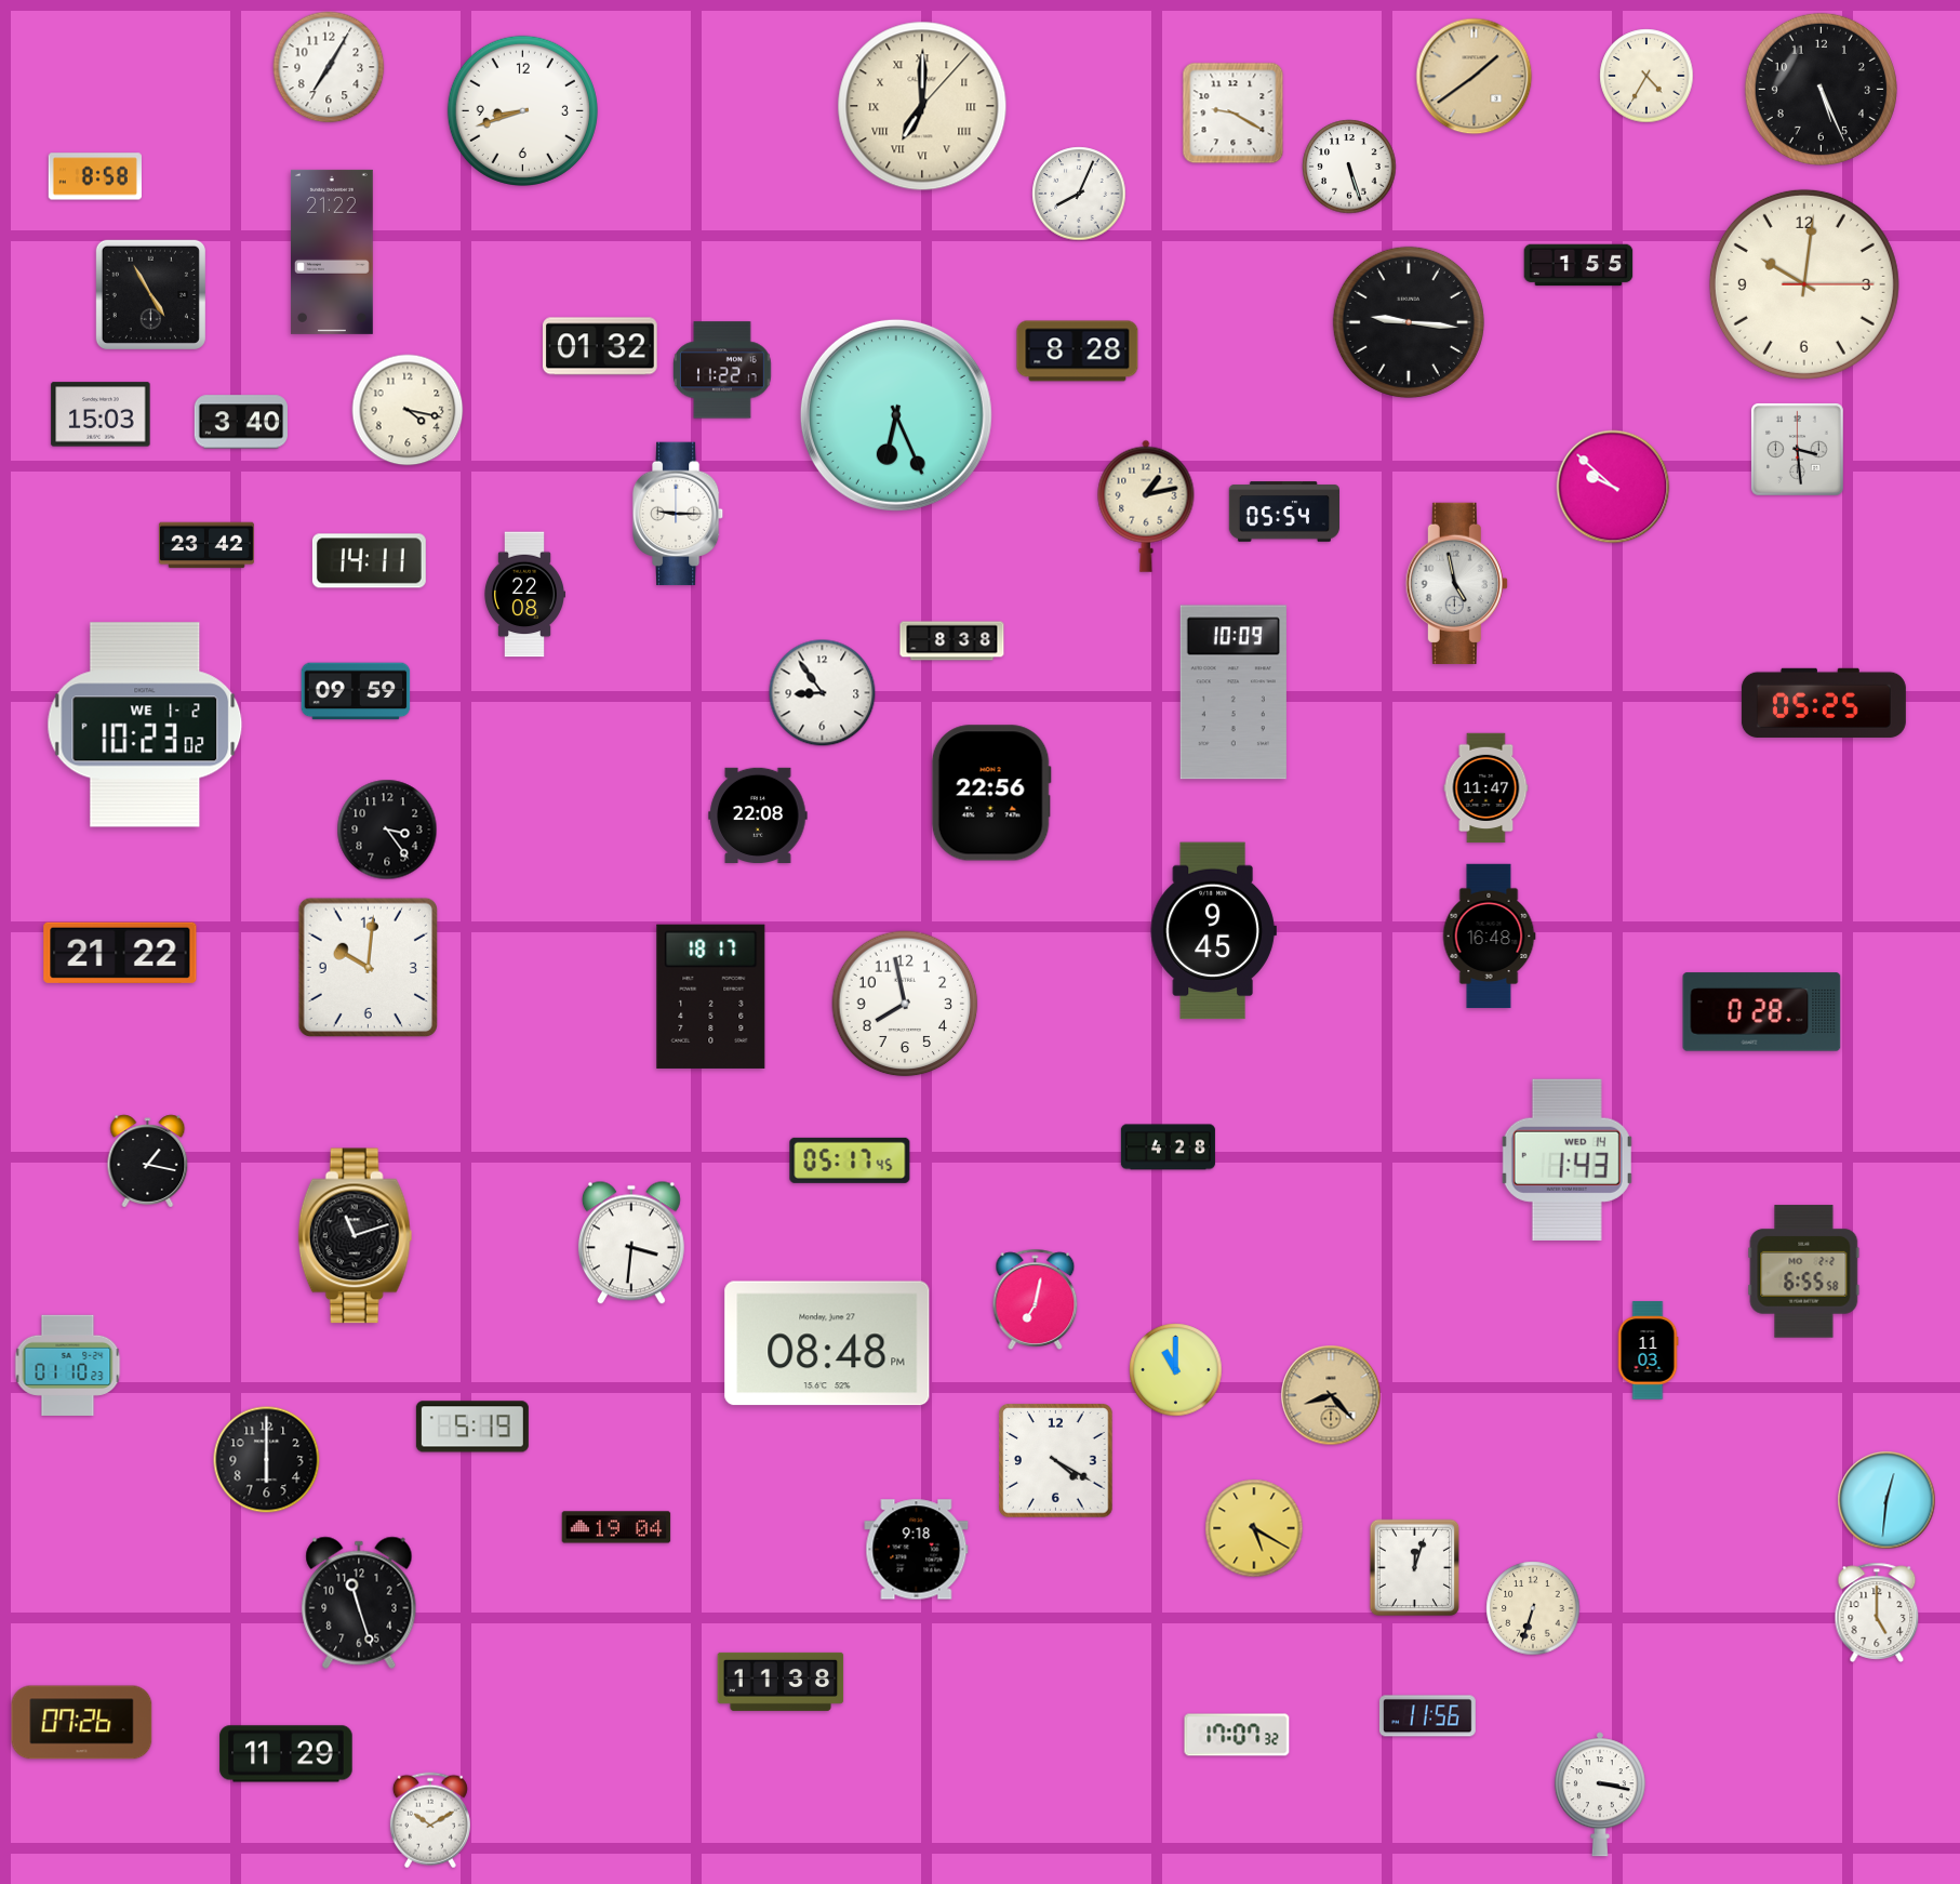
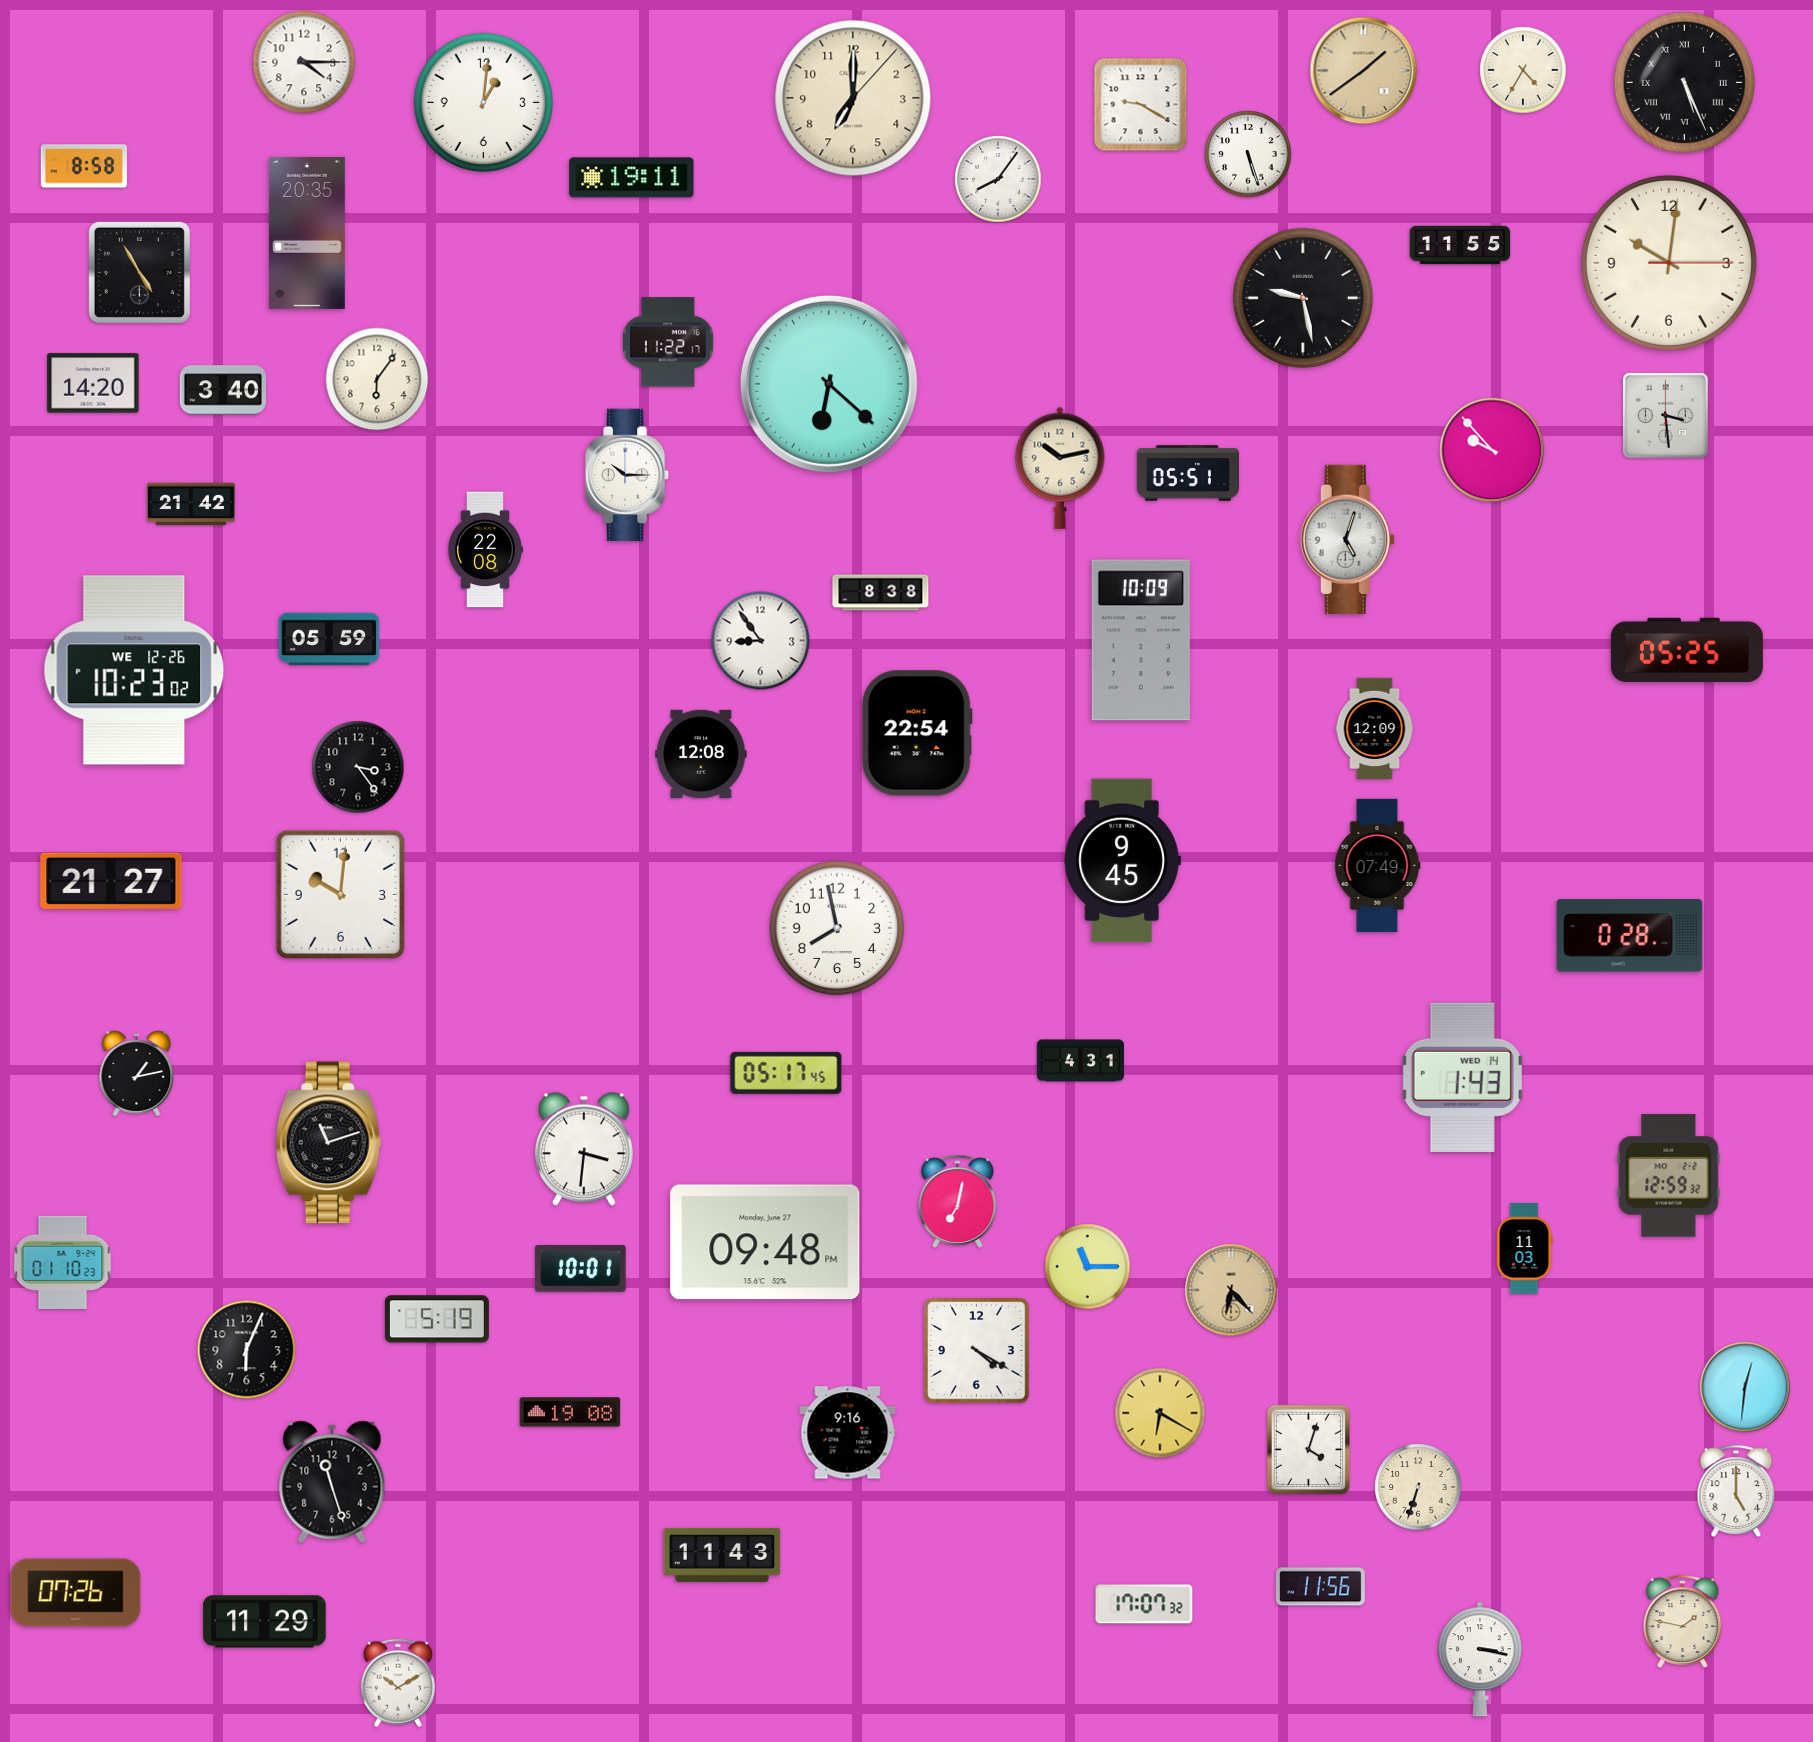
clock at (329, 67): 7:05 -> 4:15
clock at (1821, 89) numerals: Arabic -> Roman
clock at (922, 106) numerals: Roman -> Arabic
clock at (522, 110): 8:42 -> 1:01
clock at (95, 176) position: (95, 176) -> (84, 166)
clock at (632, 178): none -> 19:11
clock at (1079, 194): 8:04 -> 8:06
clock at (332, 252): 21:22 -> 20:35
clock at (1578, 265): 1:55 -> 11:55
clock at (1409, 322): 9:16 -> 9:28
clock at (601, 346): 01:32 -> none
clock at (1078, 351): 8:28 -> none
clock at (408, 410): 4:17 -> 6:06
clock at (101, 414): 15:03 -> 14:20
clock at (896, 415): 6:26 -> 6:22
clock at (1797, 449) position: (1797, 449) -> (1665, 415)
clock at (1613, 487): 9:52 -> 9:53
clock at (1146, 506): 1:13 -> 10:13
clock at (1283, 512): 05:54 -> 05:51
clock at (678, 514): 9:15 -> 10:15
clock at (206, 545): 23:42 -> 21:42
clock at (369, 561): 14:11 -> none
clock at (1456, 583): 4:58 -> 5:03
clock at (356, 691): 09:59 -> 05:59
clock at (145, 725) date: WE 1-2 -> WE 12-26
clock at (1486, 788): 11:47 -> 12:09
clock at (991, 793): 22:56 -> 22:54
clock at (758, 814): 22:08 -> 12:08
clock at (1489, 937): 16:48 -> 07:49
clock at (120, 953): 21:22 -> 21:27
clock at (711, 996): 18:17 -> none
clock at (1168, 1147): 4:28 -> 4:31
clock at (1566, 1159) position: (1566, 1159) -> (1462, 1077)
clock at (148, 1162): 1:17 -> 1:13
clock at (1804, 1272): 6:55 -> 12:59
clock at (827, 1343): 08:48 -> 09:48
clock at (1176, 1370): 11:00 -> 11:15
clock at (581, 1268): none -> 10:01
clock at (1331, 1395): 8:23 -> 6:23
clock at (267, 1460): 6:00 -> 6:04
clock at (616, 1527): 19:04 -> 19:08
clock at (1254, 1528): 5:20 -> 6:20
clock at (917, 1550): 9:18 -> 9:16
clock at (1415, 1568): 12:03 -> 4:03
clock at (781, 1682): 11:38 -> 11:43
clock at (1683, 1621): none -> 1:47
